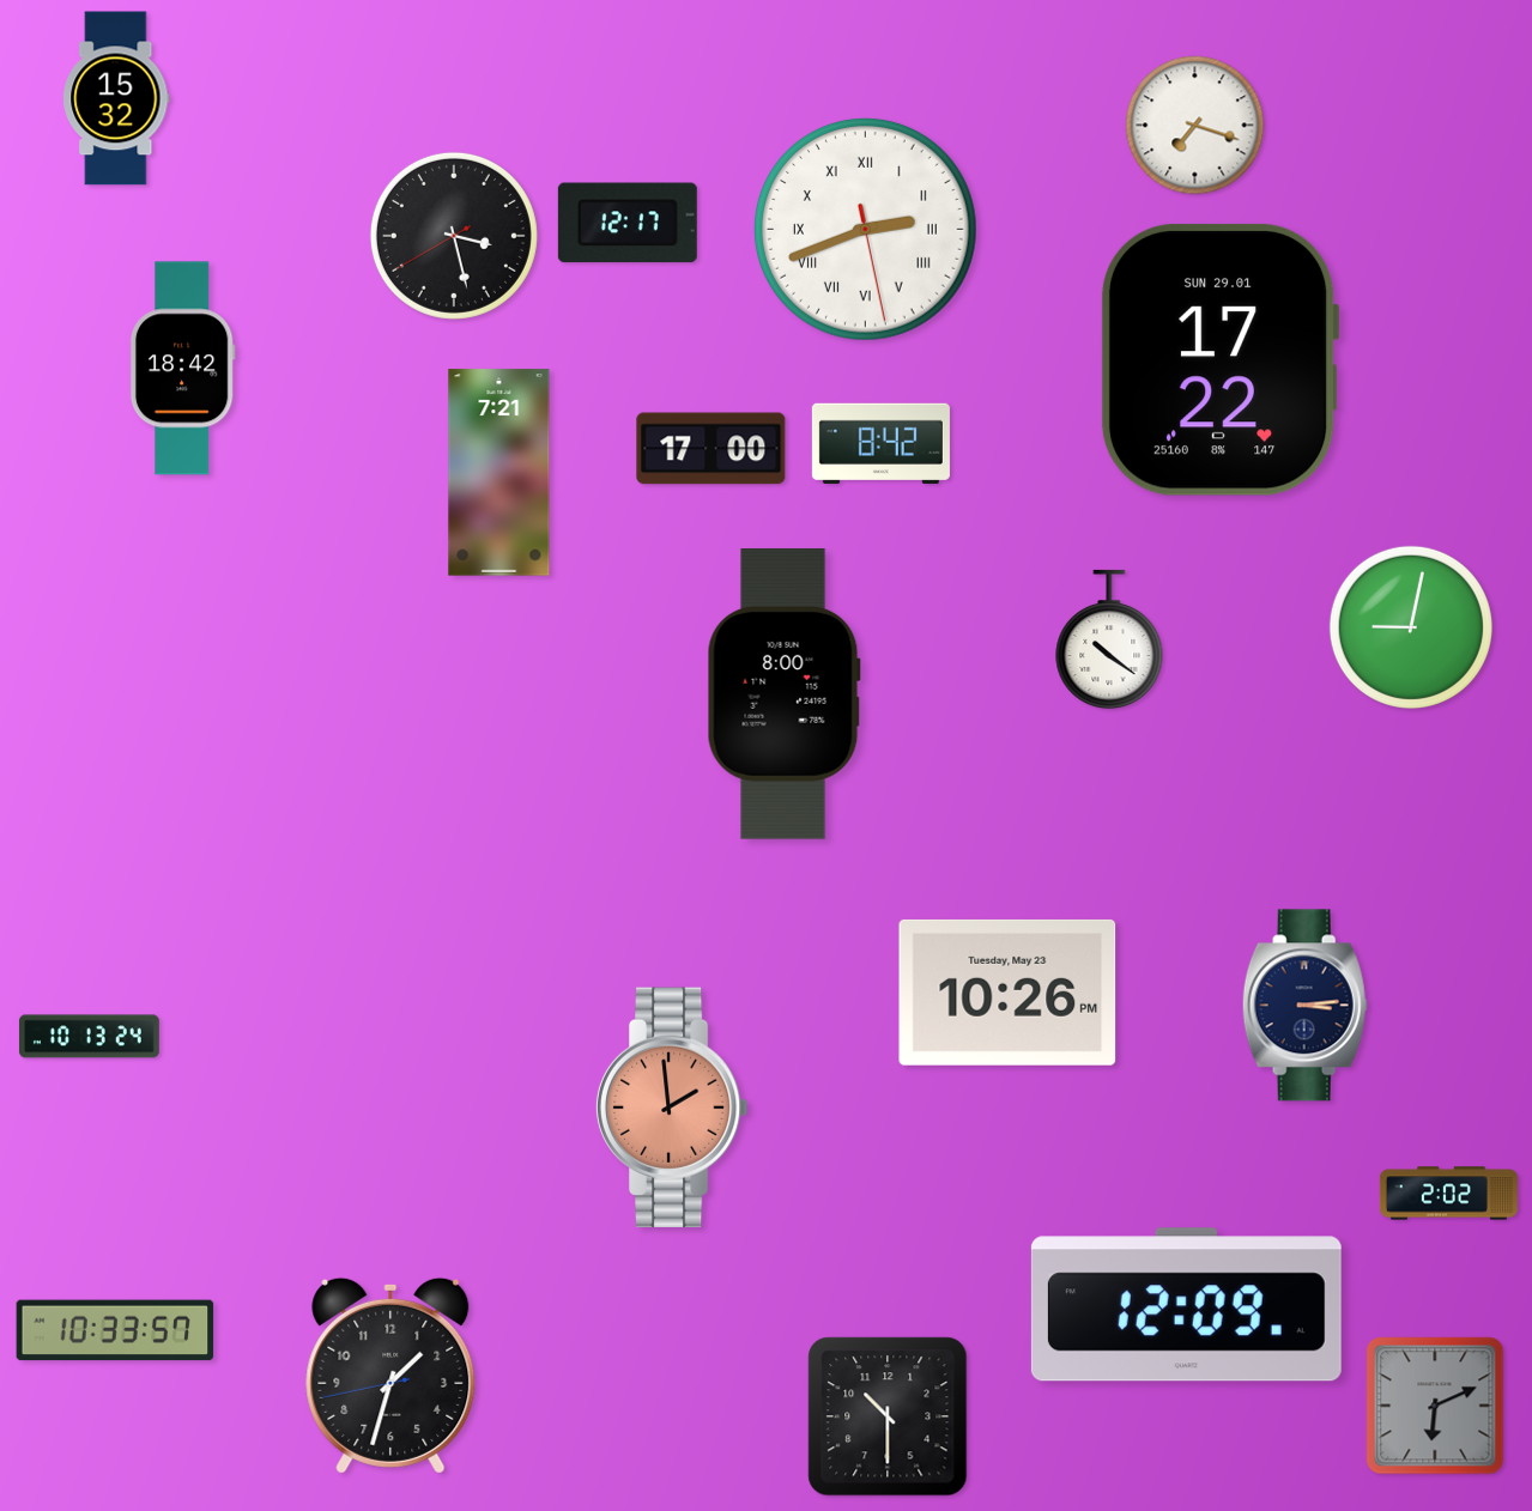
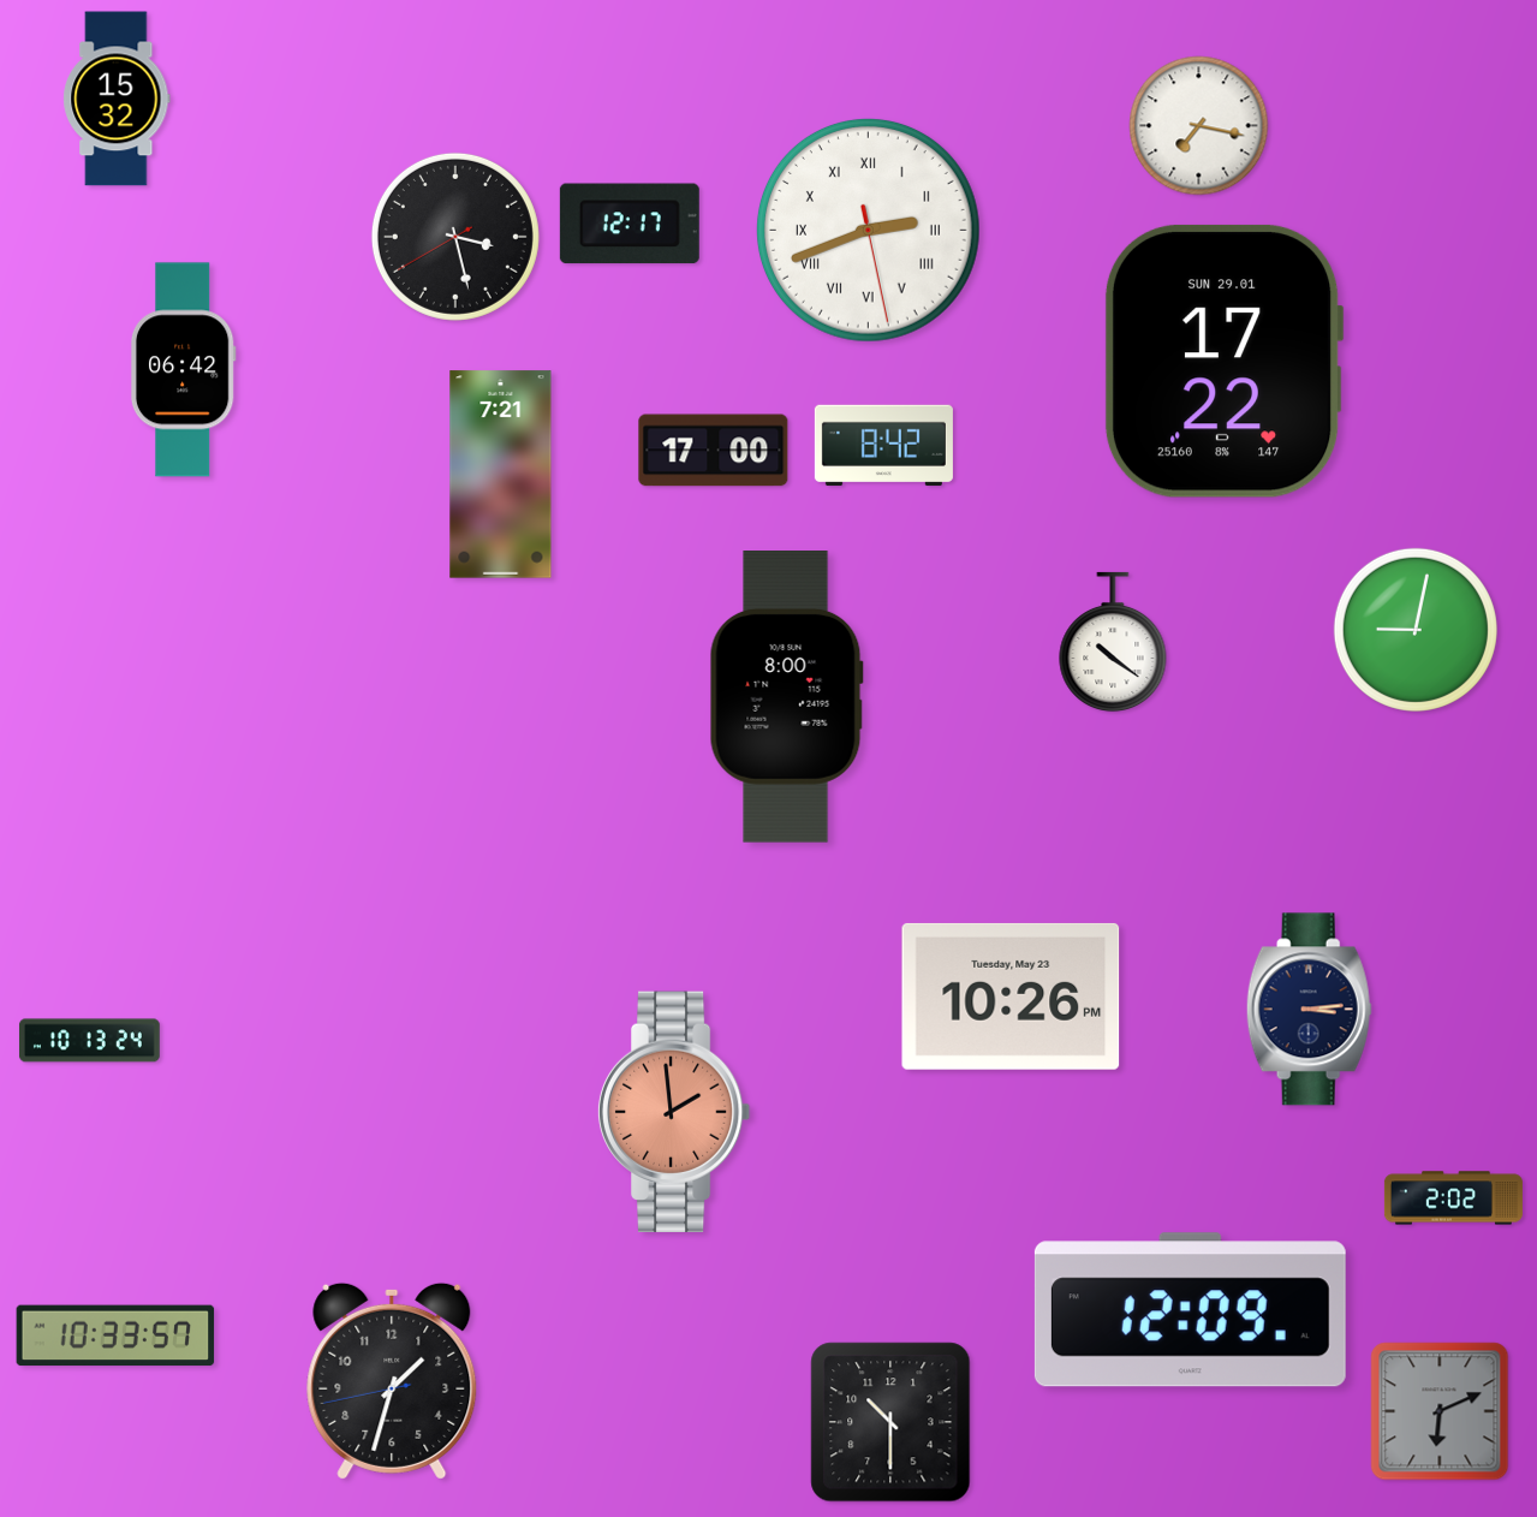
clock at (1195, 126): 7:18 -> 7:17
clock at (182, 369): 18:42 -> 06:42
